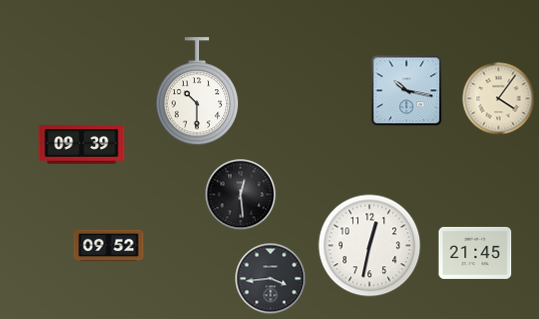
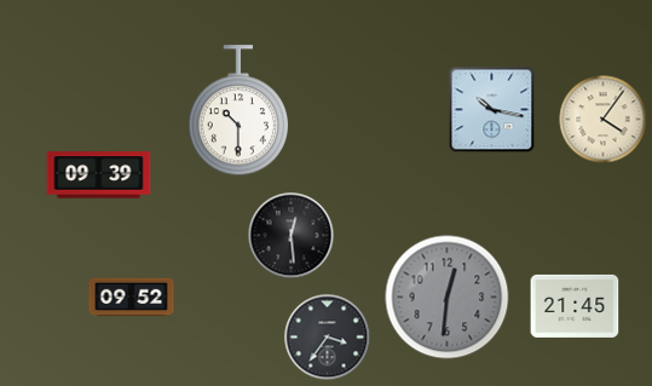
clock at (370, 246): 12:32 -> 12:31
clock at (370, 246) dial: white -> grey
clock at (271, 279): 3:44 -> 3:36
